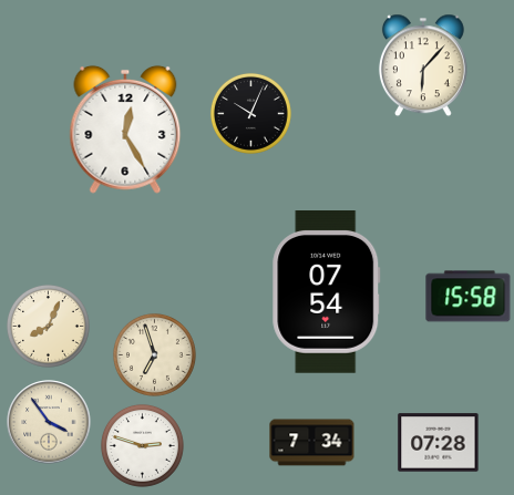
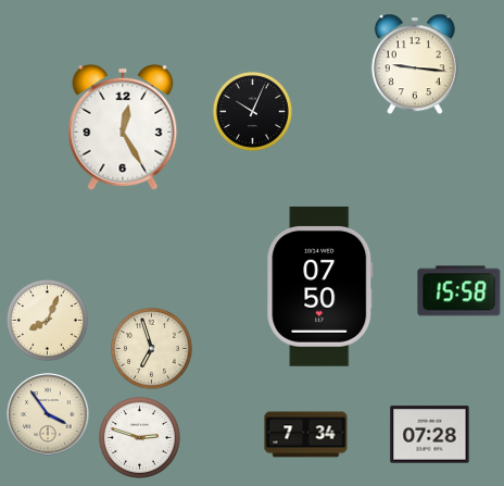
clock at (423, 65): 6:07 -> 9:16
clock at (250, 113) position: (250, 113) -> (252, 111)
clock at (327, 292): 07:54 -> 07:50
